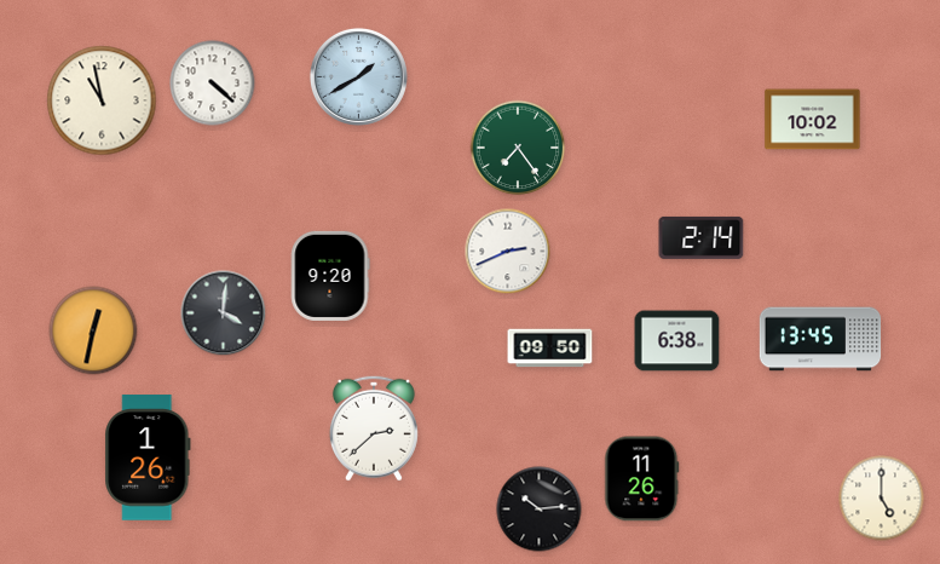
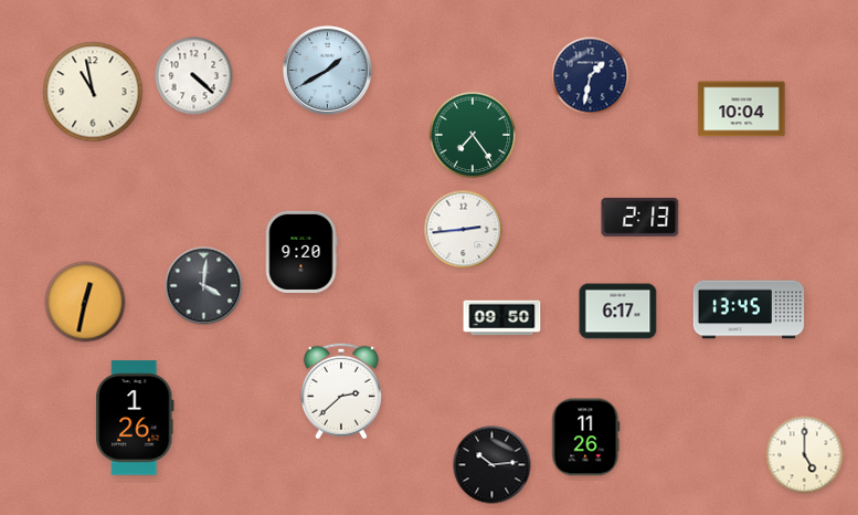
clock at (591, 76): none -> 1:32
clock at (813, 120): 10:02 -> 10:04
clock at (702, 237): 2:14 -> 2:13
clock at (508, 252): 2:41 -> 2:44
clock at (677, 341): 6:38 -> 6:17
